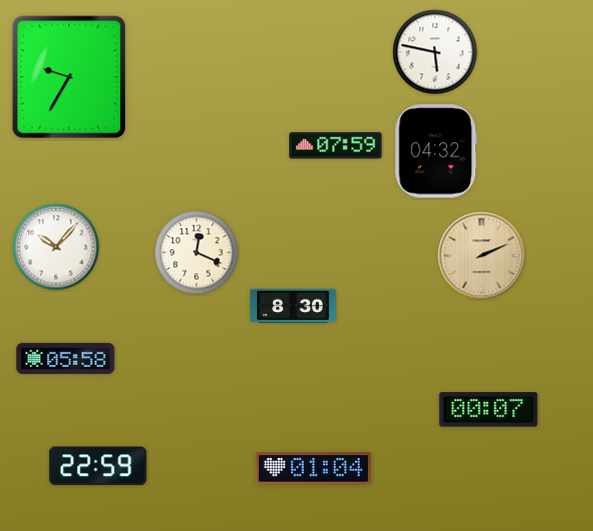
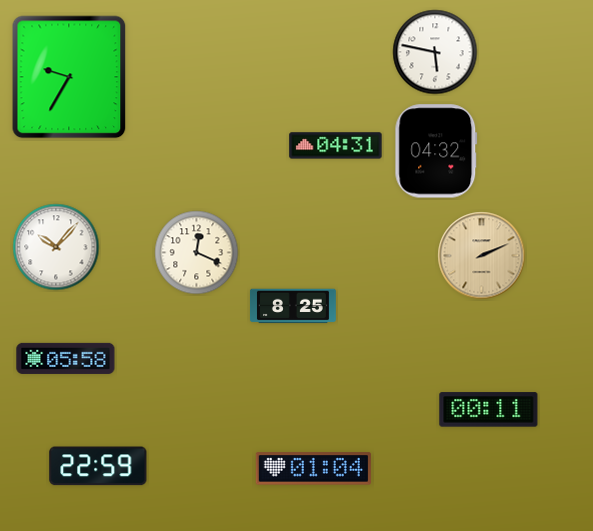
clock at (336, 146): 07:59 -> 04:31
clock at (293, 306): 8:30 -> 8:25
clock at (489, 410): 00:07 -> 00:11
